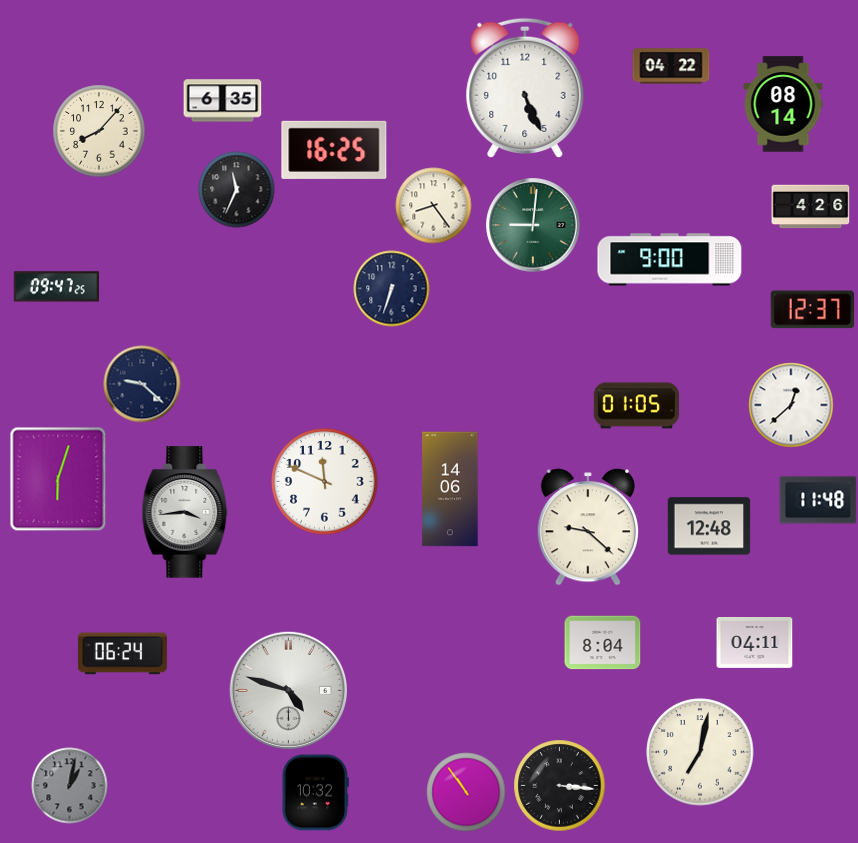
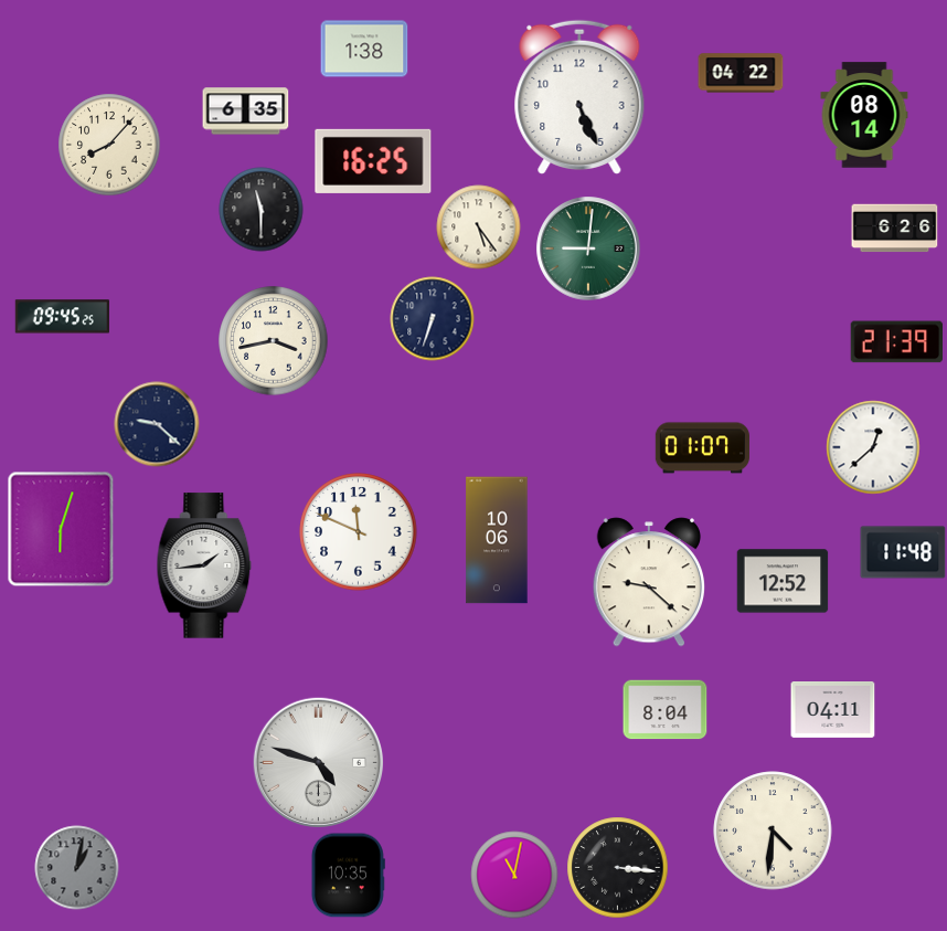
clock at (364, 49): none -> 1:38
clock at (334, 150) position: (334, 150) -> (373, 161)
clock at (237, 190): 11:34 -> 11:30
clock at (434, 206): 8:24 -> 5:24
clock at (811, 207): 4:26 -> 6:26
clock at (670, 260): 9:00 -> none
clock at (56, 287): 09:47 -> 09:45
clock at (274, 341): none -> 3:43
clock at (812, 310): 12:37 -> 21:39
clock at (636, 406): 01:05 -> 01:07
clock at (58, 479) position: (58, 479) -> (61, 529)
clock at (450, 489): 14:06 -> 10:06
clock at (185, 512): 3:44 -> 1:44
clock at (709, 526): 12:48 -> 12:52
clock at (122, 654): 06:24 -> none
clock at (700, 752): 7:02 -> 4:31
clock at (466, 792): 10:54 -> 11:02
clock at (315, 793): 10:32 -> 10:35
